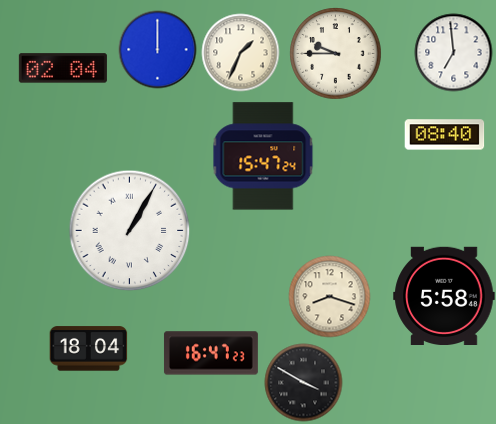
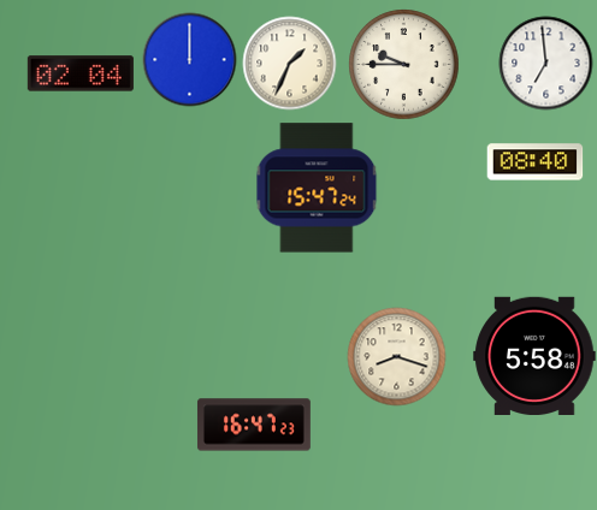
clock at (63, 68) position: (63, 68) -> (81, 73)
clock at (129, 230): 1:05 -> none
clock at (88, 349): 18:04 -> none
clock at (303, 382): 3:50 -> none
